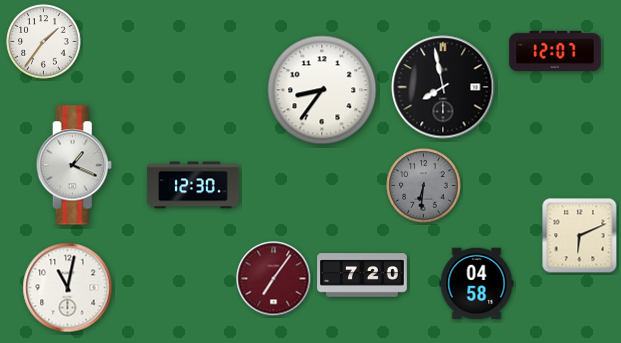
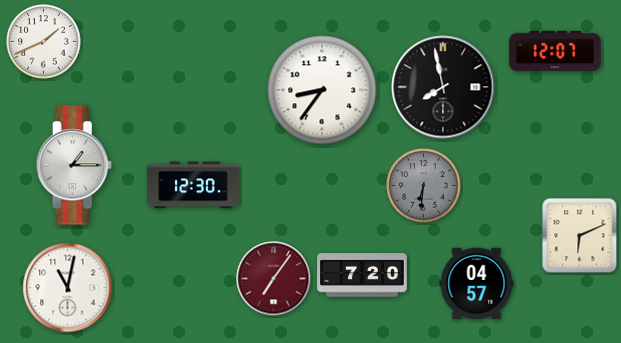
clock at (44, 42): 1:36 -> 1:41
clock at (74, 165): 1:19 -> 1:15
clock at (477, 284): 04:58 -> 04:57
